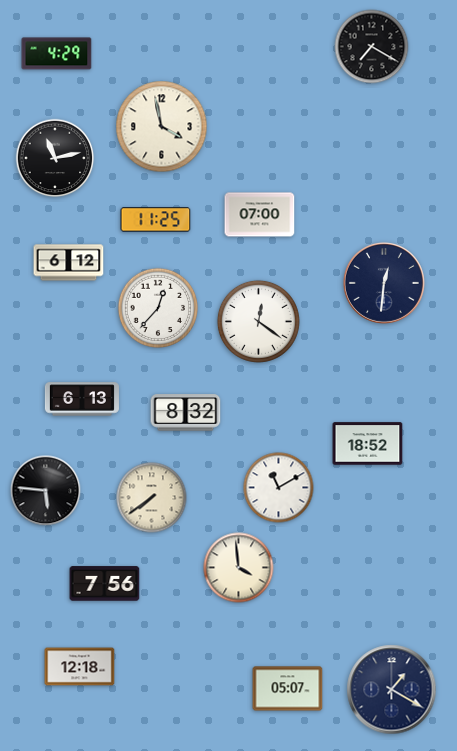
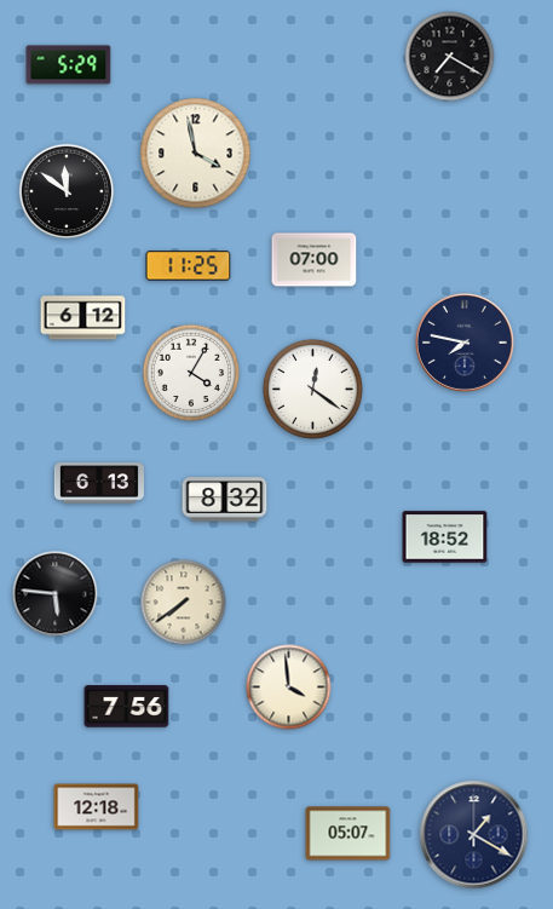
clock at (57, 54): 4:29 -> 5:29
clock at (55, 158): 11:13 -> 11:51
clock at (384, 283): 12:31 -> 7:47
clock at (158, 308): 12:37 -> 4:05
clock at (279, 488): 11:10 -> none
